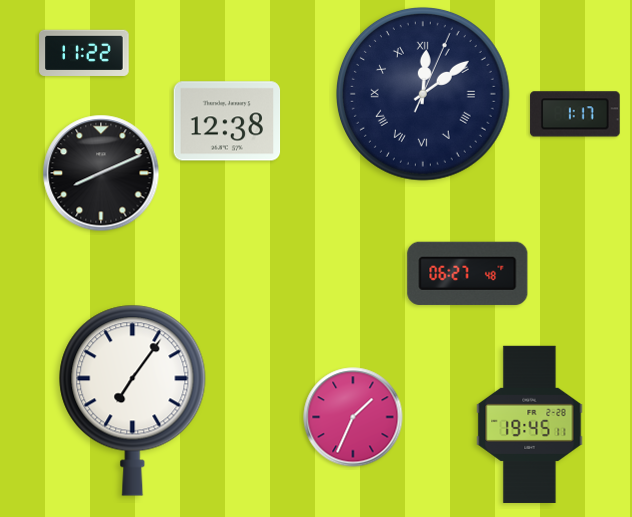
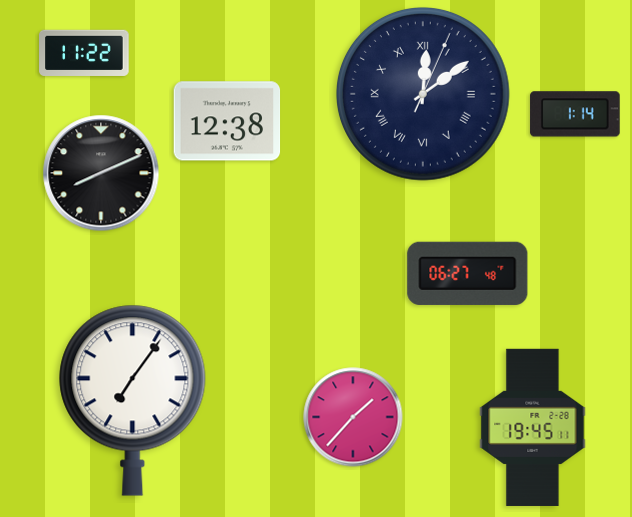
clock at (575, 114): 1:17 -> 1:14
clock at (353, 417): 1:34 -> 1:37
clock at (530, 424) position: (530, 424) -> (533, 427)
